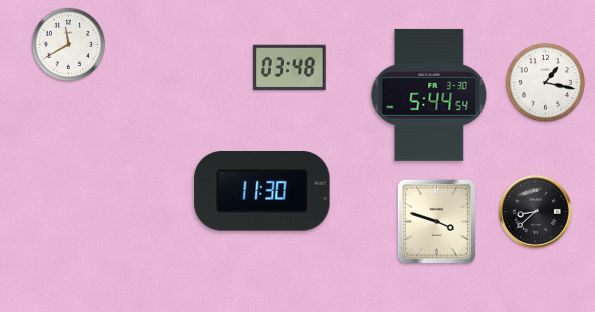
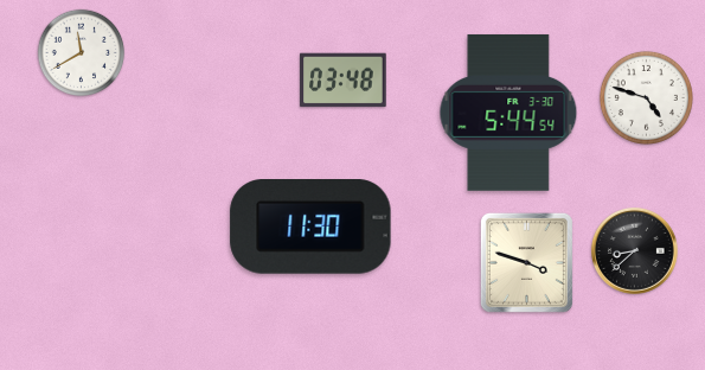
clock at (545, 82): 1:17 -> 4:48
clock at (436, 221) position: (436, 221) -> (526, 262)
